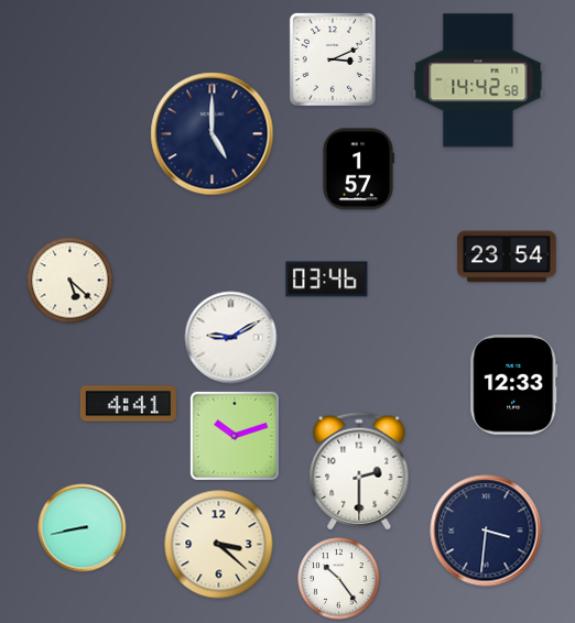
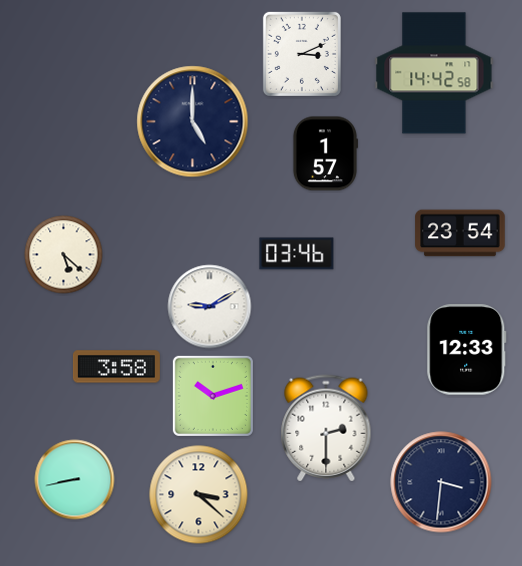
clock at (128, 404): 4:41 -> 3:58
clock at (339, 579): 10:24 -> none
